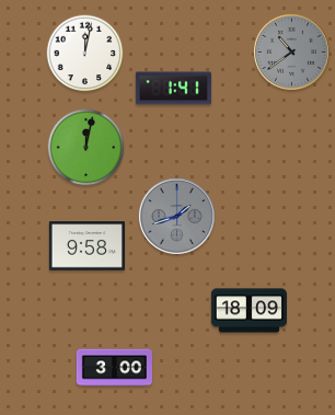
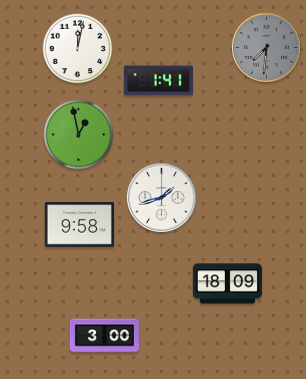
clock at (291, 51): 10:39 -> 7:31
clock at (86, 148): 12:02 -> 12:58
clock at (176, 216) dial: grey -> white
